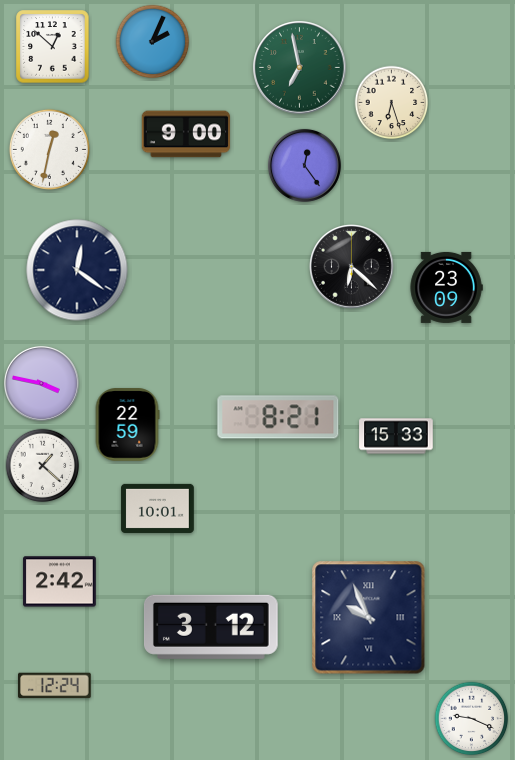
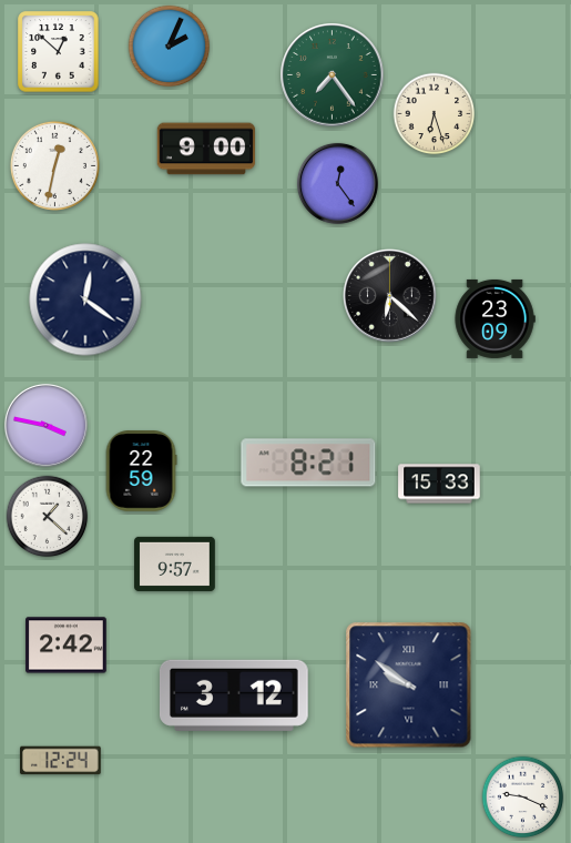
clock at (300, 68): 6:58 -> 7:24
clock at (158, 508): 10:01 -> 9:57
clock at (369, 618): 9:56 -> 9:51
